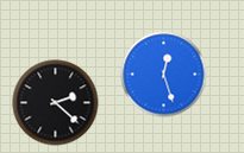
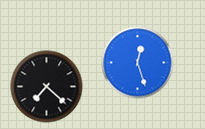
clock at (56, 103): 2:22 -> 7:22
